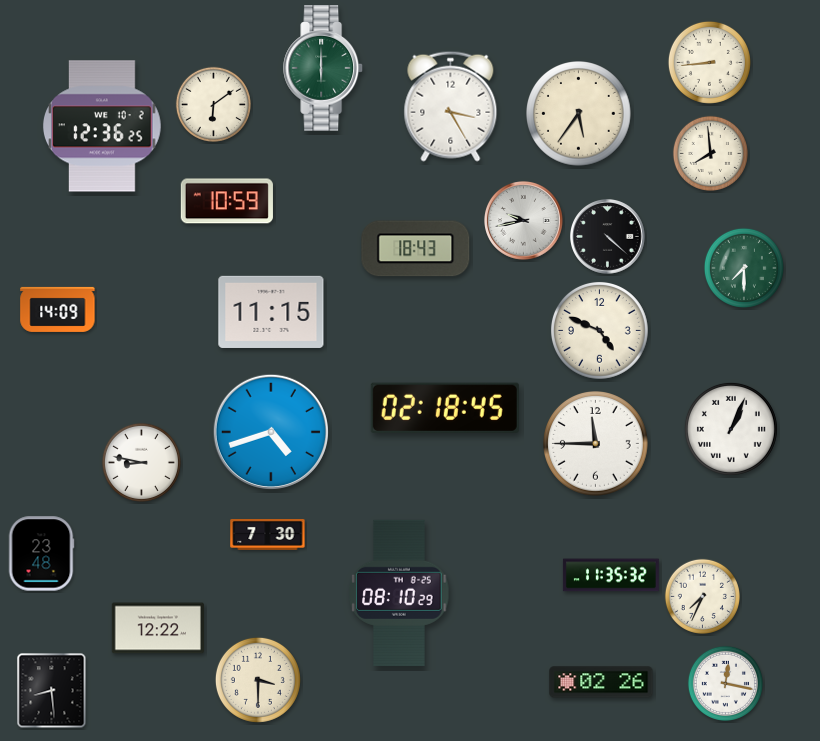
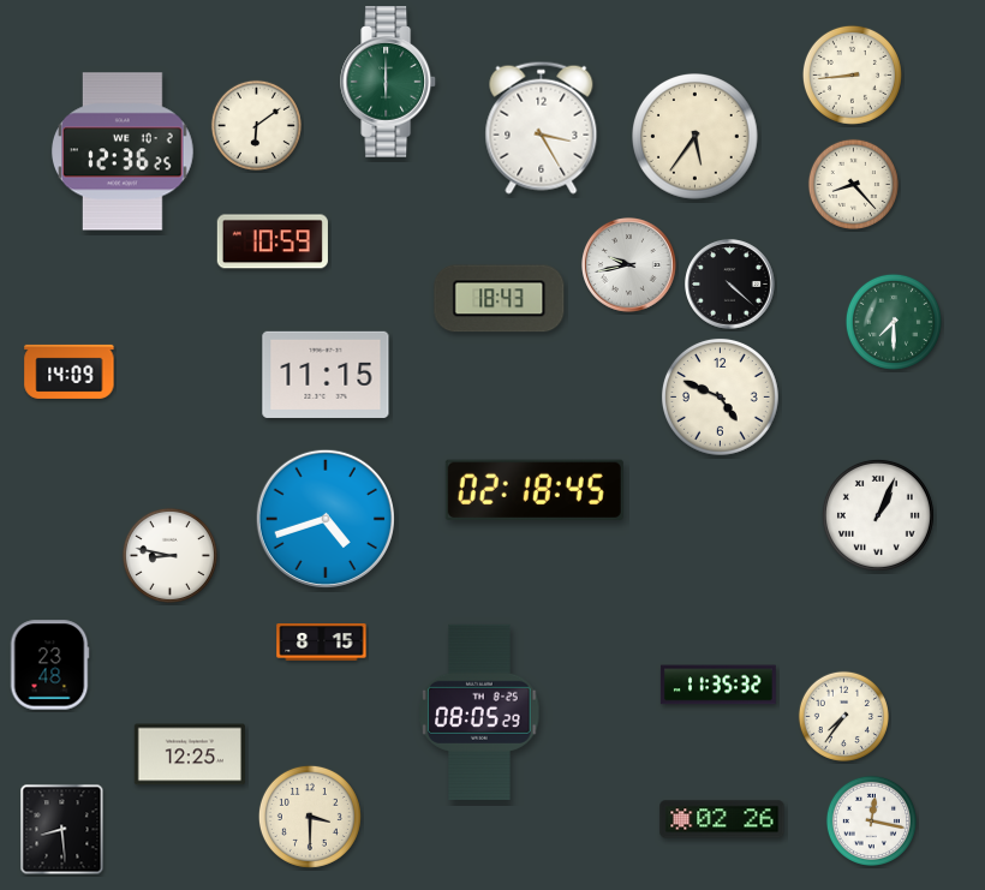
clock at (710, 153): 7:59 -> 8:23
clock at (596, 444): 11:45 -> none
clock at (268, 535): 7:30 -> 8:15
clock at (611, 575) position: (611, 575) -> (718, 685)
clock at (399, 593): 08:10 -> 08:05
clock at (702, 596): 7:34 -> 7:36
clock at (158, 628): 12:22 -> 12:25
